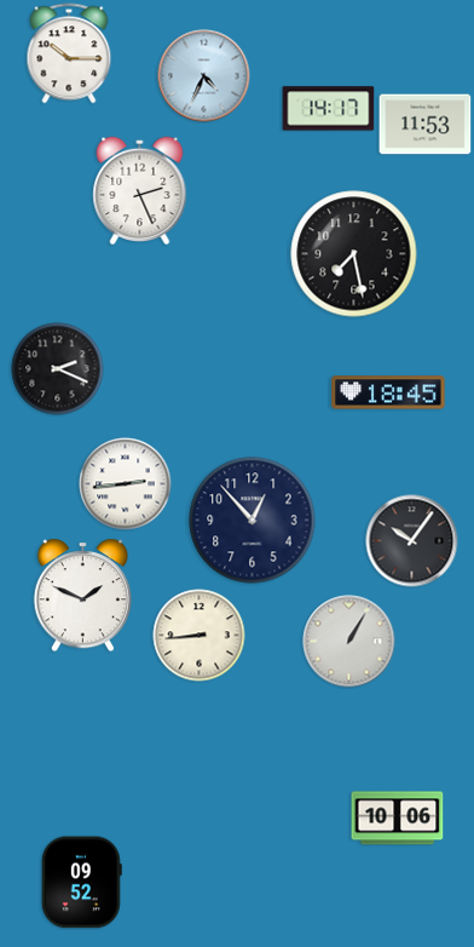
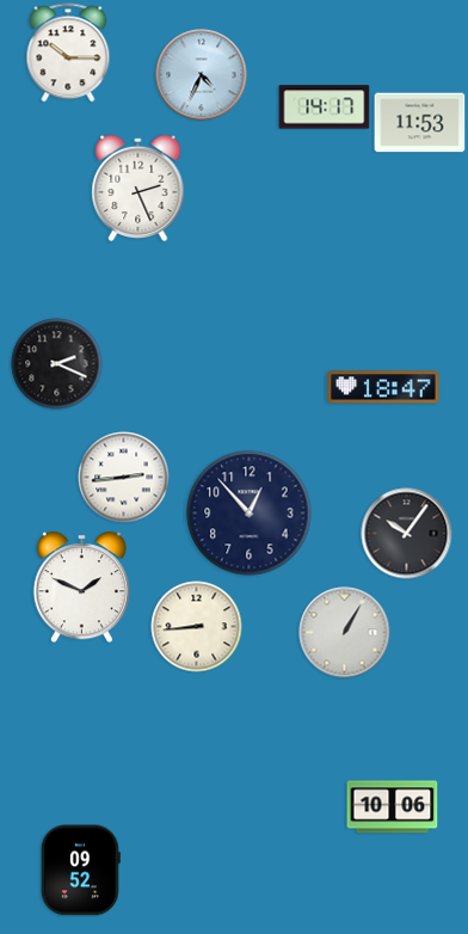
clock at (354, 254): 7:28 -> none
clock at (388, 392): 18:45 -> 18:47
